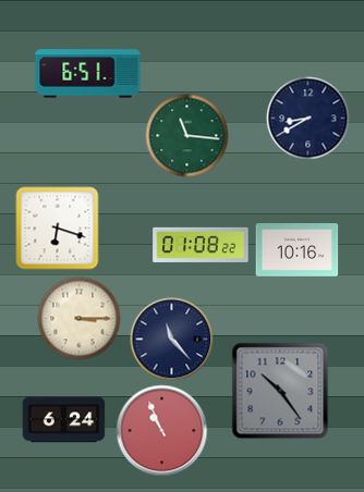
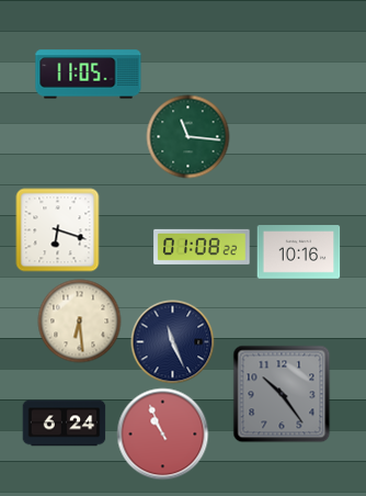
clock at (88, 74): 6:51 -> 11:05
clock at (308, 119): 8:40 -> none
clock at (80, 319): 3:15 -> 6:29
clock at (172, 340): 11:23 -> 11:26
